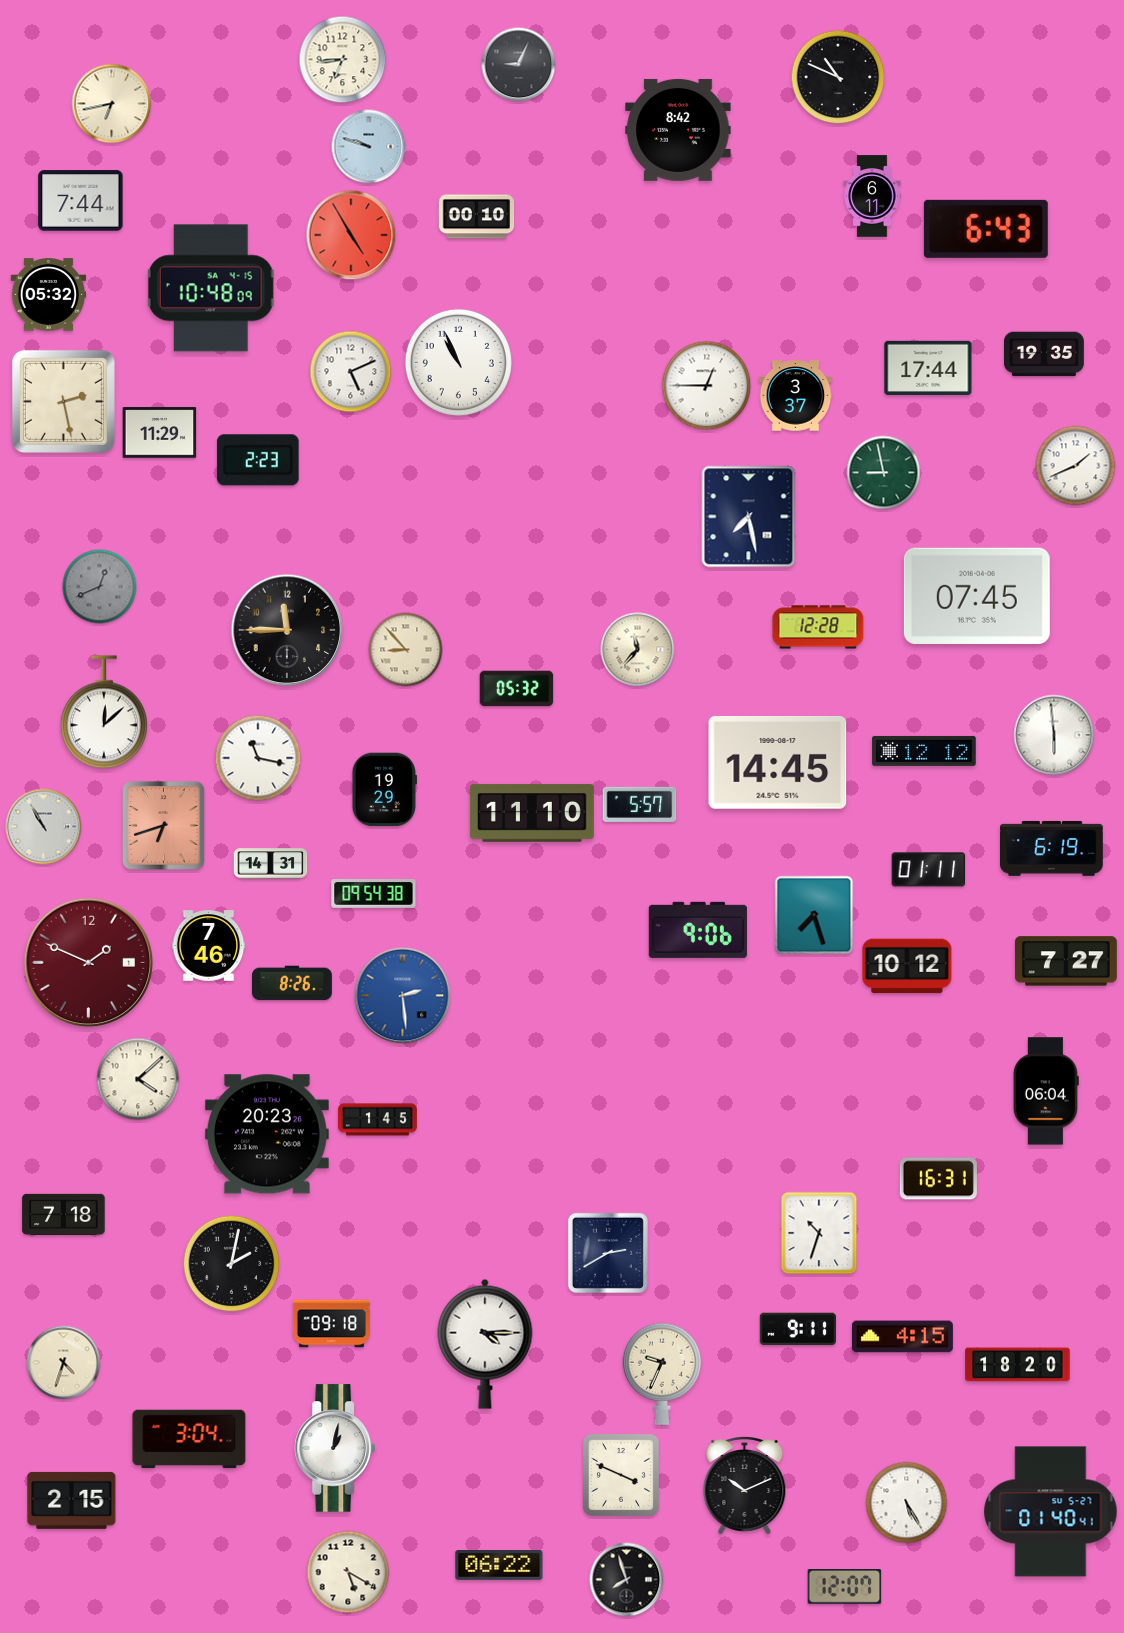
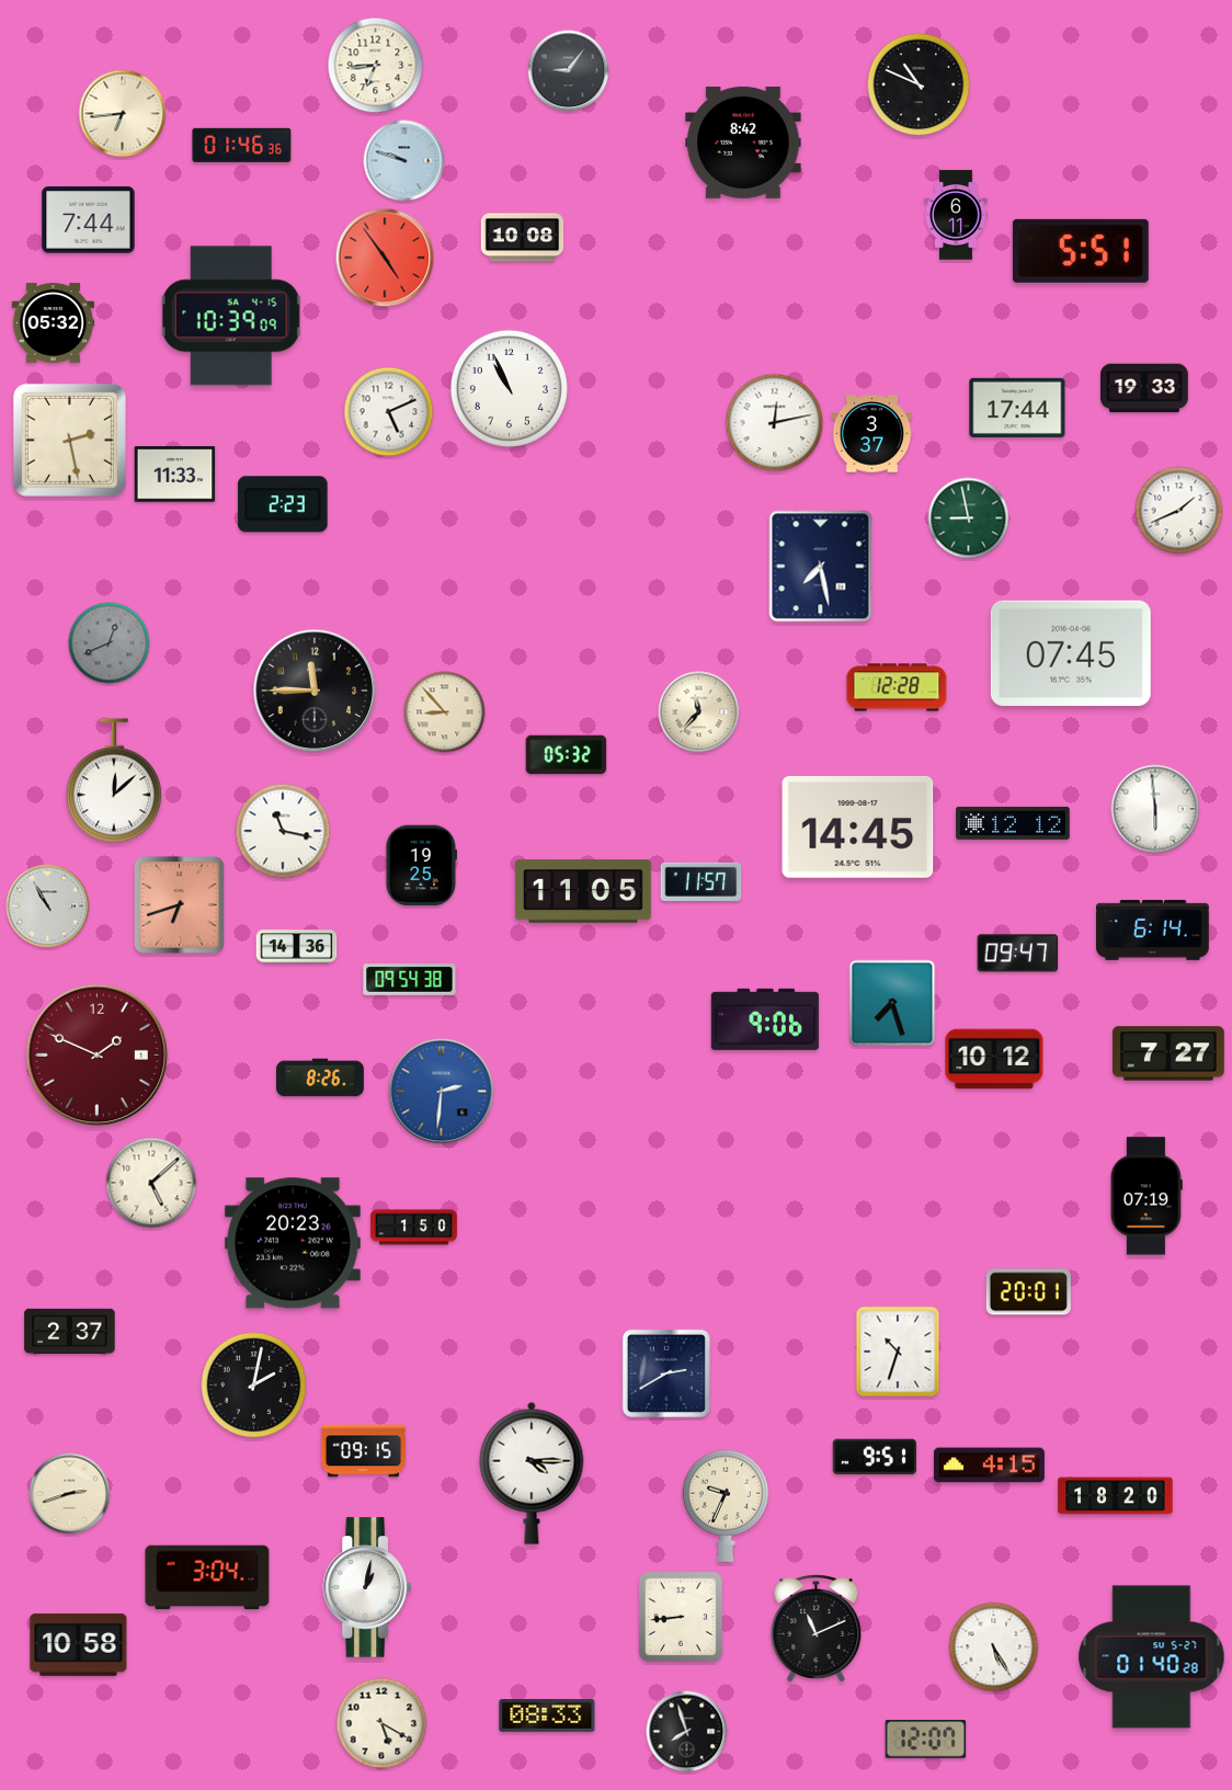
clock at (519, 65): 9:04 -> 9:06
clock at (112, 104): 6:43 -> 6:44
clock at (242, 145): none -> 01:46
clock at (477, 217): 00:10 -> 10:08
clock at (986, 229): 6:43 -> 5:51
clock at (351, 235): 4:55 -> 4:54
clock at (211, 288): 10:48 -> 10:39
clock at (1045, 354): 19:35 -> 19:33
clock at (458, 362) position: (458, 362) -> (509, 388)
clock at (928, 368) position: (928, 368) -> (1017, 408)
clock at (351, 372) position: (351, 372) -> (389, 412)
clock at (707, 386): 12:45 -> 12:13
clock at (160, 433): 11:29 -> 11:33
clock at (1054, 735) position: (1054, 735) -> (1155, 809)
clock at (778, 762) position: (778, 762) -> (858, 826)
clock at (384, 790): 19:29 -> 19:25
clock at (640, 804): 5:57 -> 11:57
clock at (532, 813): 11:10 -> 11:05
clock at (1052, 848): 6:19 -> 6:14
clock at (271, 864): 14:31 -> 14:36
clock at (929, 870): 01:11 -> 09:47
clock at (209, 946): 7:46 -> none
clock at (403, 996): 2:29 -> 2:31
clock at (138, 1079): 4:08 -> 5:08
clock at (1046, 1091): 06:04 -> 07:19
clock at (377, 1120): 1:45 -> 1:50
clock at (938, 1179): 16:31 -> 20:01
clock at (64, 1214): 7:18 -> 2:37
clock at (331, 1324): 09:18 -> 09:15
clock at (798, 1329): 9:11 -> 9:51
clock at (64, 1363): 4:33 -> 2:42
clock at (621, 1475): 3:49 -> 8:44
clock at (745, 1486): 10:11 -> 11:11
clock at (72, 1500): 2:15 -> 10:58
clock at (1051, 1512): 01:40:41 -> 01:40:28
clock at (499, 1565): 06:22 -> 08:33
